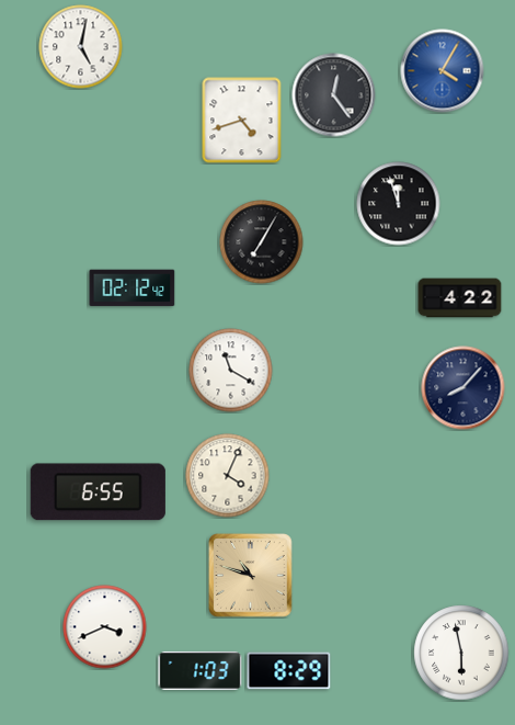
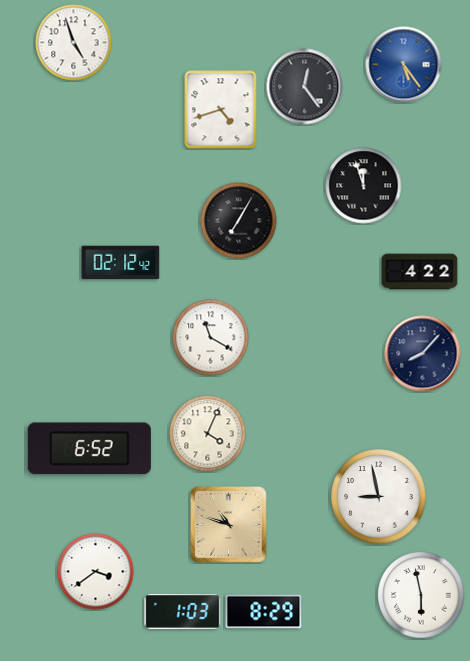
clock at (81, 47): 5:02 -> 4:57
clock at (443, 71): 4:05 -> 5:24
clock at (98, 492): 6:55 -> 6:52
clock at (379, 497): none -> 8:58
clock at (105, 627): 3:41 -> 3:39
